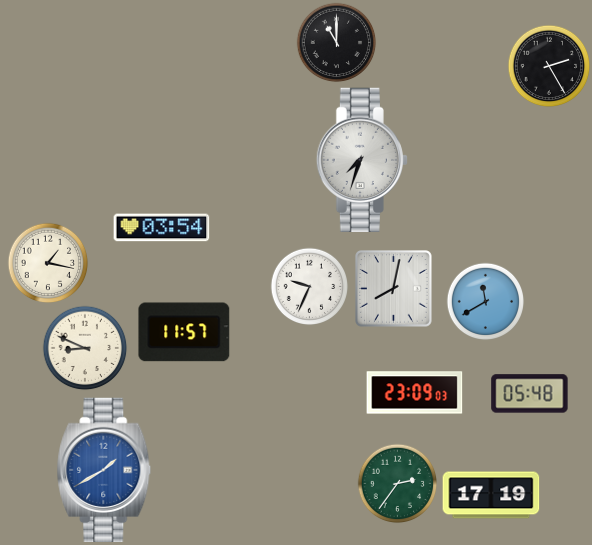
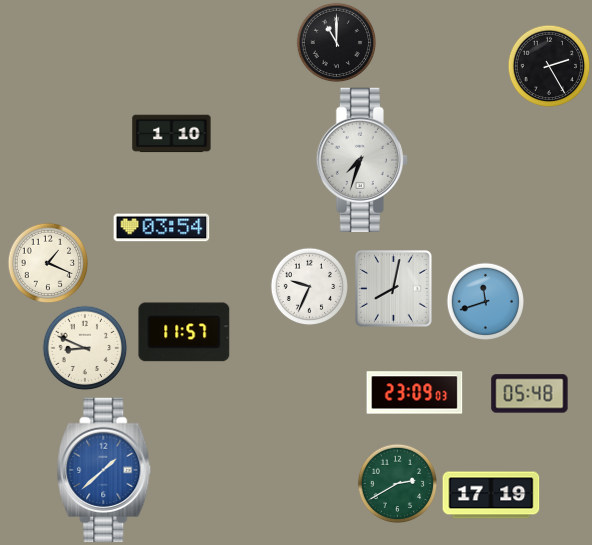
clock at (172, 134): none -> 1:10
clock at (48, 263): 1:17 -> 1:19
clock at (485, 301): 11:40 -> 11:42
clock at (104, 469): 1:40 -> 1:38
clock at (397, 483): 2:36 -> 2:40
